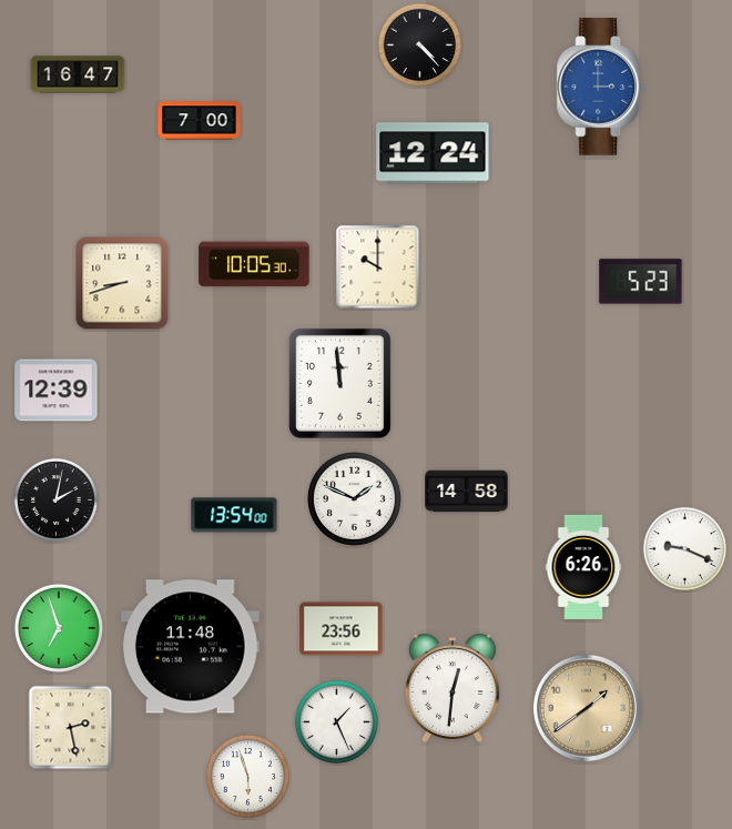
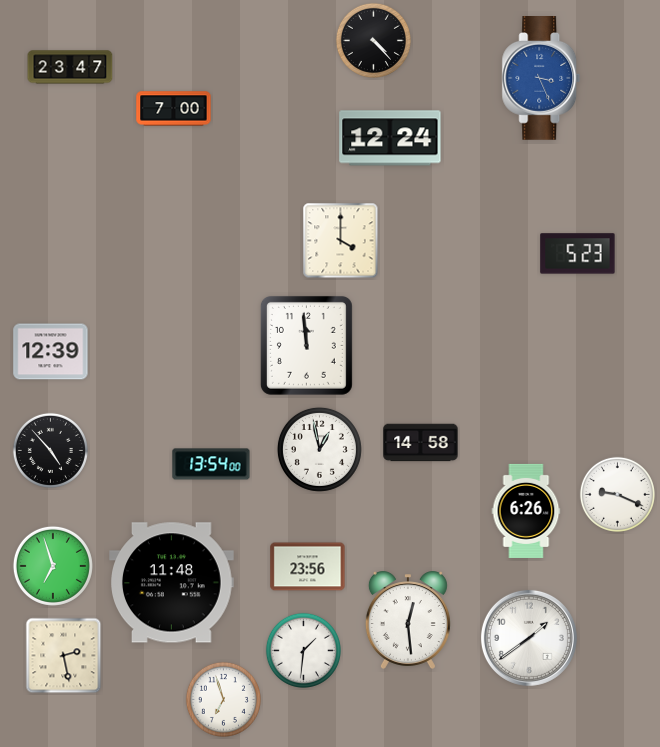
clock at (419, 44) position: (419, 44) -> (373, 40)
clock at (78, 74): 16:47 -> 23:47
clock at (600, 88): 3:00 -> 3:26
clock at (200, 121) position: (200, 121) -> (174, 109)
clock at (254, 264): 10:05 -> none
clock at (378, 267): 10:00 -> 4:00
clock at (122, 283): 8:42 -> none
clock at (354, 498): 1:49 -> 12:58
clock at (55, 499): 2:02 -> 4:53
clock at (453, 688): 12:31 -> 12:29
clock at (587, 708) dial: champagne -> white
clock at (336, 721): 1:26 -> 1:31
clock at (247, 776): 5:57 -> 6:57
